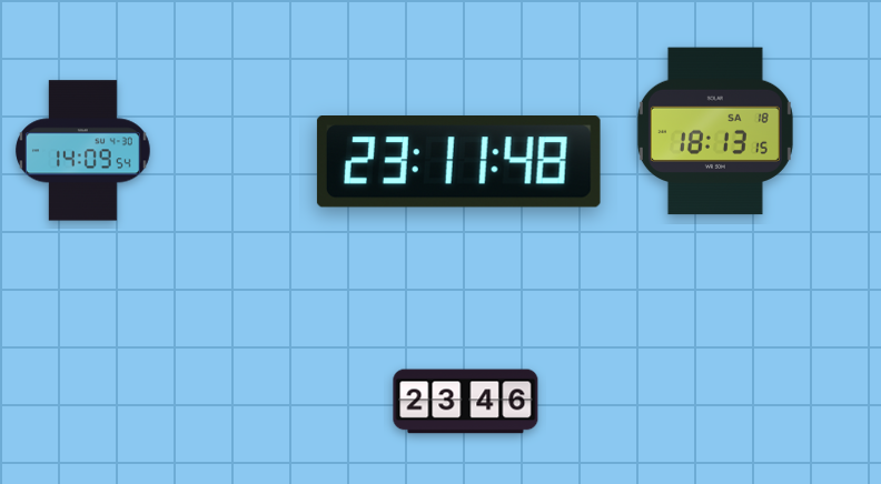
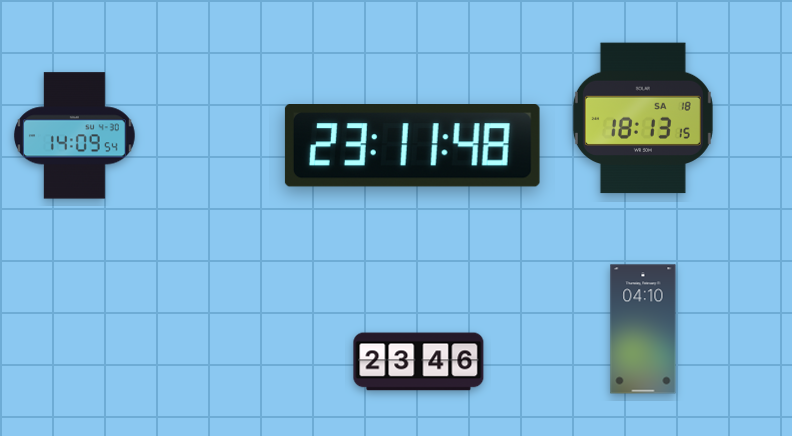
clock at (643, 329): none -> 04:10
